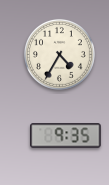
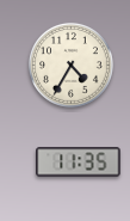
clock at (66, 136): 9:35 -> 11:35
